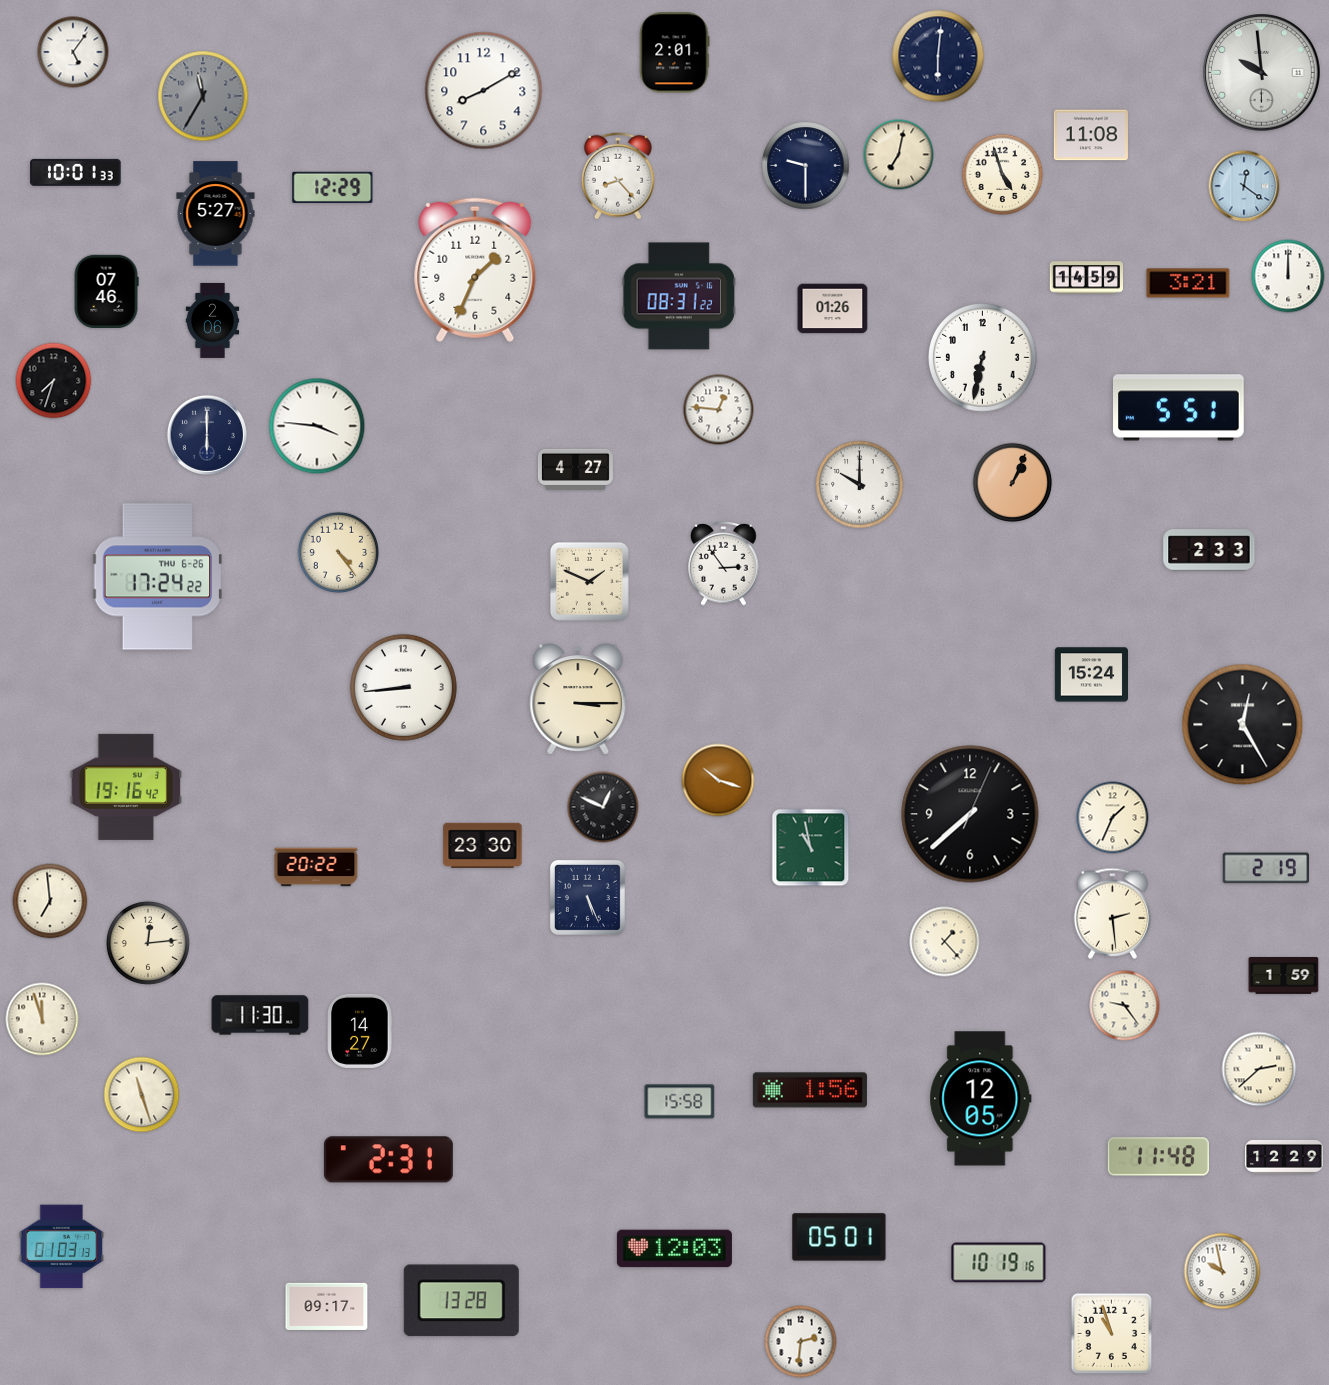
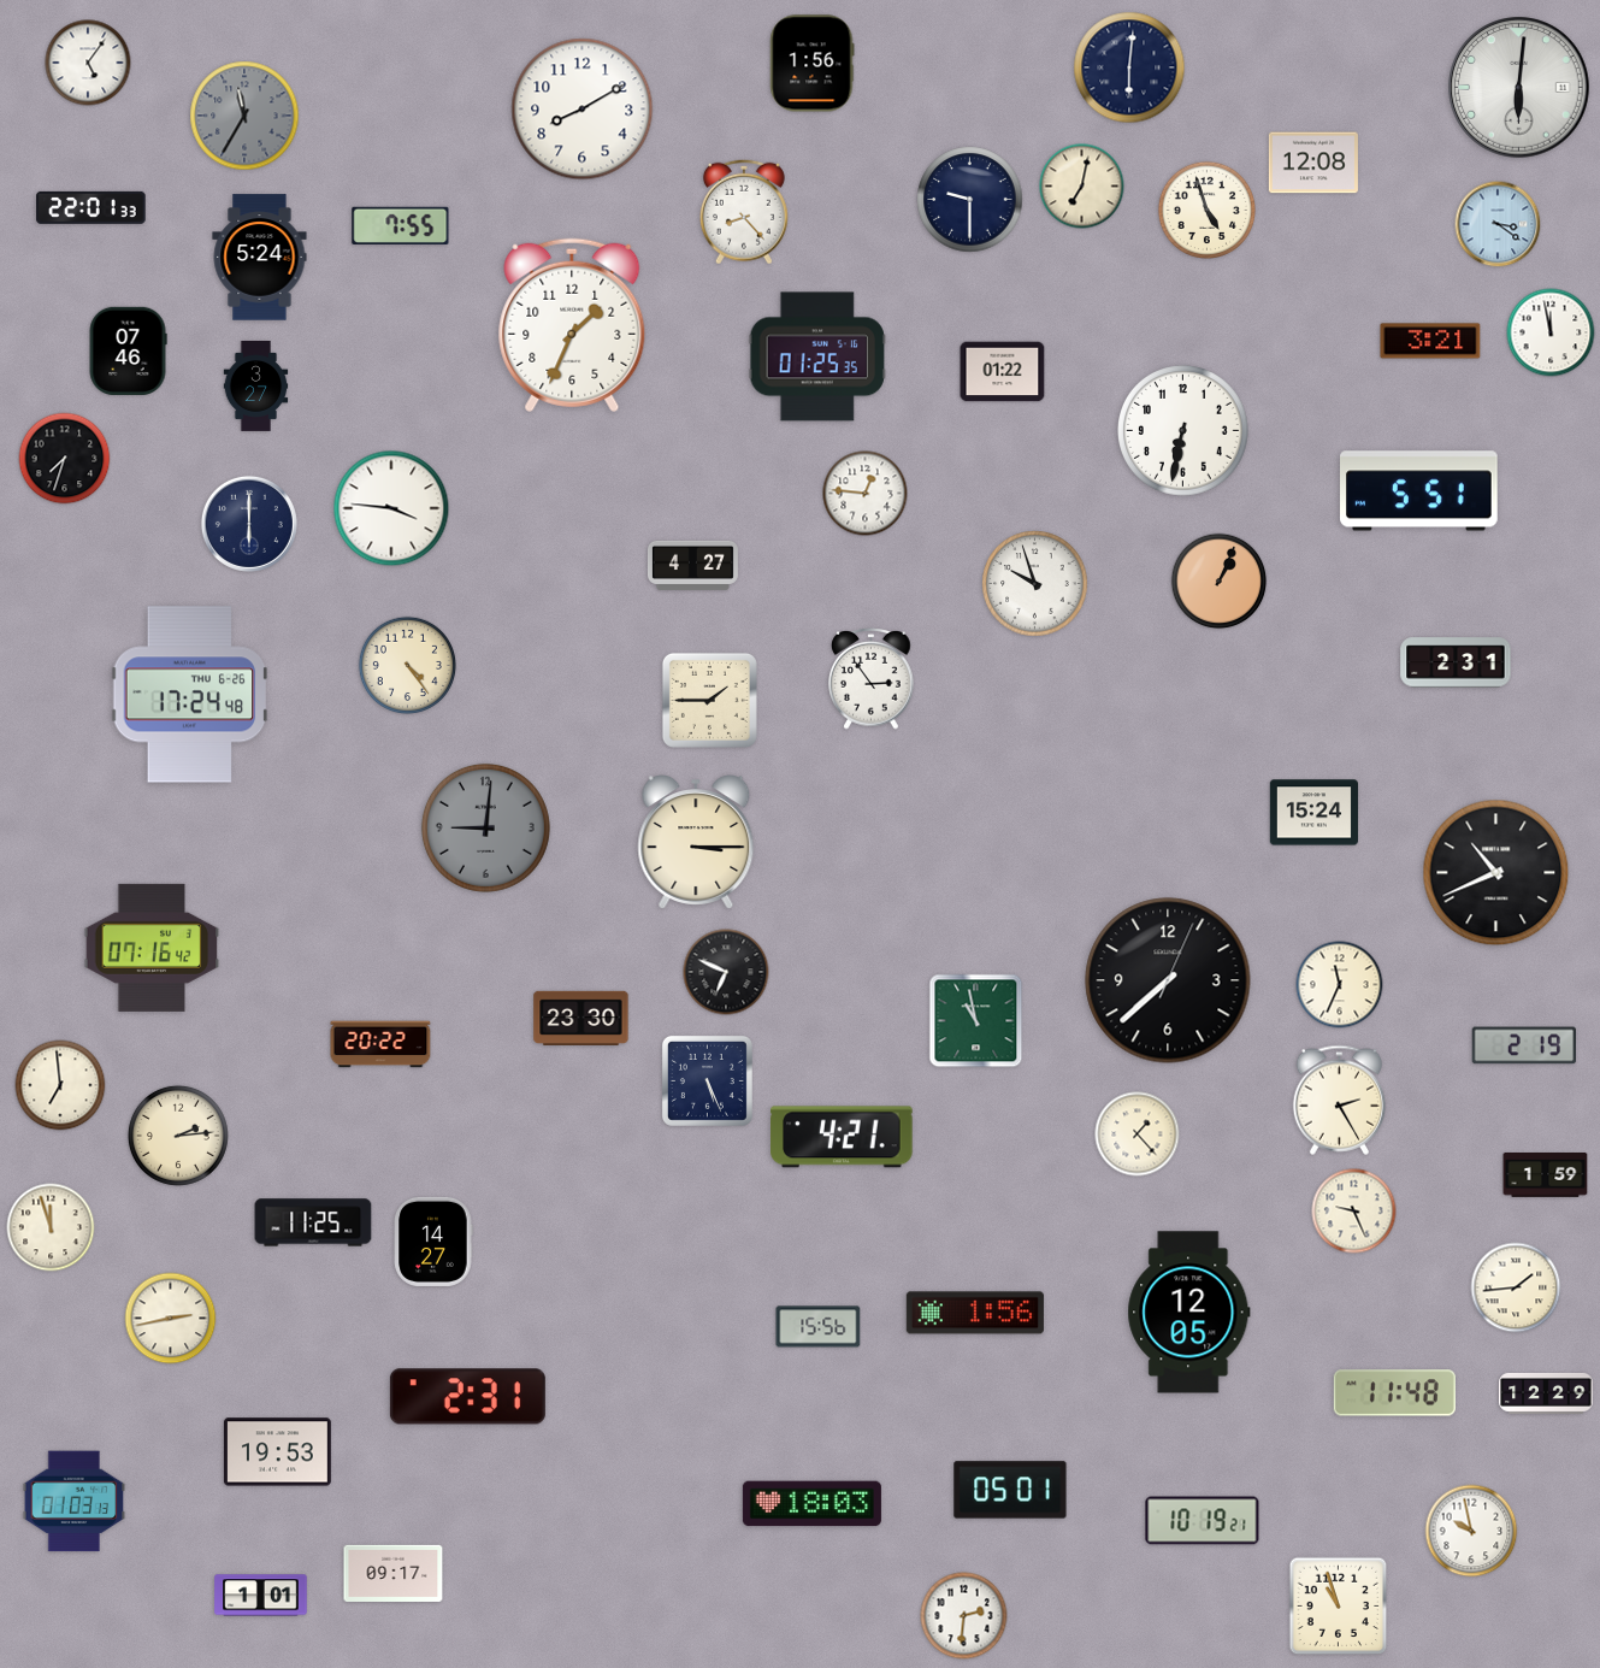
clock at (674, 53): 2:01 -> 1:56
clock at (1262, 73): 9:59 -> 6:01
clock at (1091, 135): 11:08 -> 12:08
clock at (76, 172): 10:01 -> 22:01
clock at (1244, 186): 12:21 -> 3:21
clock at (333, 187): 12:29 -> 7:55
clock at (216, 214): 5:27 -> 5:24
clock at (1288, 276): 12:00 -> 11:58
clock at (1087, 278): 14:59 -> none
clock at (679, 296): 08:31 -> 01:25
clock at (833, 309): 01:26 -> 01:22
clock at (213, 320): 2:06 -> 3:27
clock at (317, 426) position: (317, 426) -> (391, 508)
clock at (860, 485): 10:00 -> 9:57
clock at (1209, 550): 2:33 -> 2:31
clock at (158, 577): 17:24:22 -> 17:24:48
clock at (589, 581): 1:49 -> 1:45
clock at (403, 687): 8:44 -> 9:01
clock at (403, 687) dial: white -> grey
clock at (1243, 725): 12:25 -> 10:41
clock at (718, 780): 10:18 -> none
clock at (126, 787): 19:16 -> 07:16
clock at (603, 807): 12:49 -> 6:49
clock at (1113, 818): 1:34 -> 11:34
clock at (1113, 913): 2:29 -> 2:25
clock at (148, 943): 12:14 -> 2:14
clock at (842, 1137): none -> 4:21
clock at (1125, 1006): 9:24 -> 9:26
clock at (260, 1015): 11:30 -> 11:25
clock at (1259, 1069): 2:38 -> 1:44
clock at (142, 1095): 11:27 -> 2:43
clock at (981, 1099) position: (981, 1099) -> (1189, 1313)
clock at (680, 1102): 15:58 -> 15:56
clock at (277, 1452): none -> 19:53
clock at (674, 1249): 12:03 -> 18:03
clock at (999, 1263): 10:19:16 -> 10:19:21
clock at (461, 1301): 13:28 -> none
clock at (261, 1596): none -> 1:01
